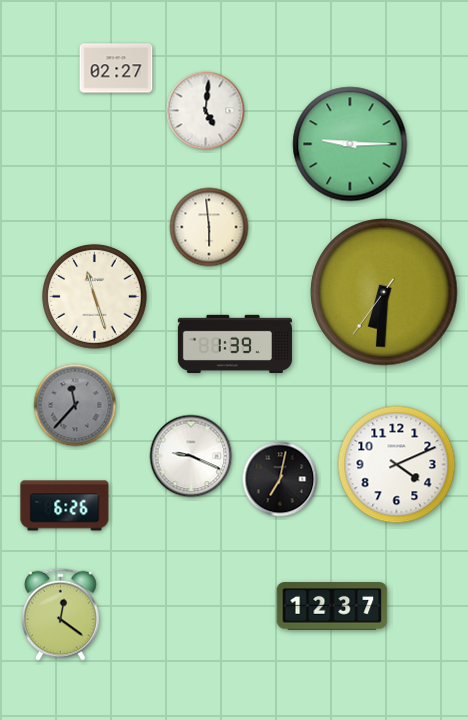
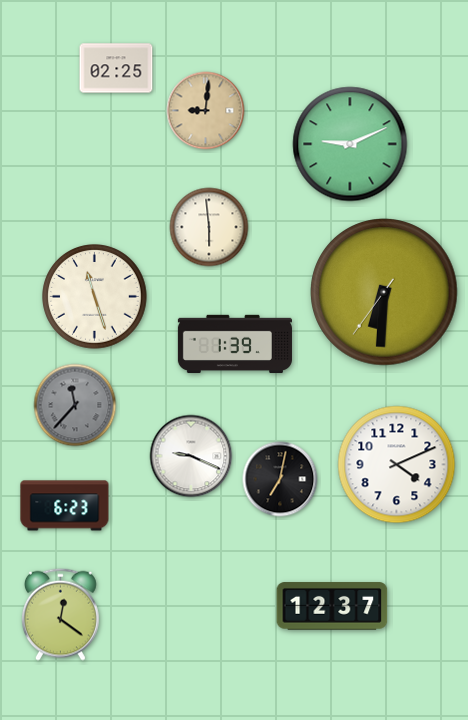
clock at (116, 68): 02:27 -> 02:25
clock at (206, 111): 5:01 -> 9:01
clock at (206, 111) dial: white -> champagne
clock at (350, 144): 9:15 -> 9:11
clock at (65, 506): 6:26 -> 6:23
